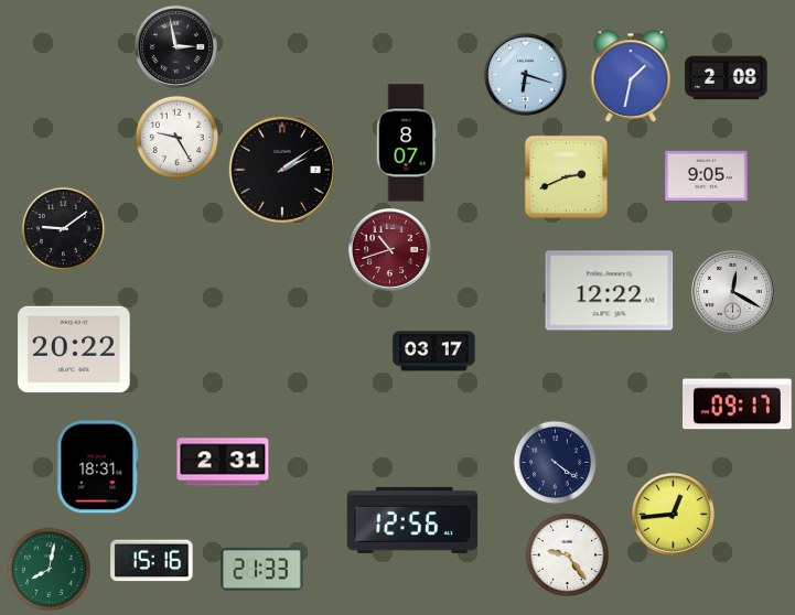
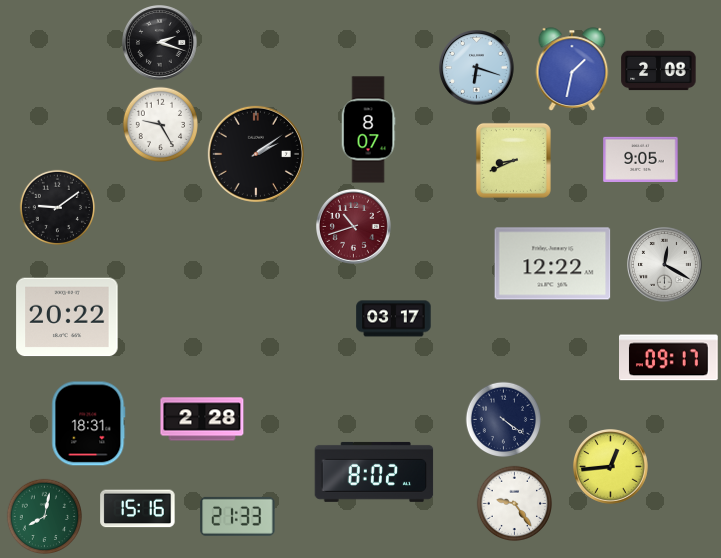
clock at (176, 47): 2:58 -> 2:18
clock at (566, 176): 2:41 -> 8:41
clock at (738, 404) position: (738, 404) -> (669, 358)
clock at (223, 462): 2:31 -> 2:28
clock at (412, 520): 12:56 -> 8:02
